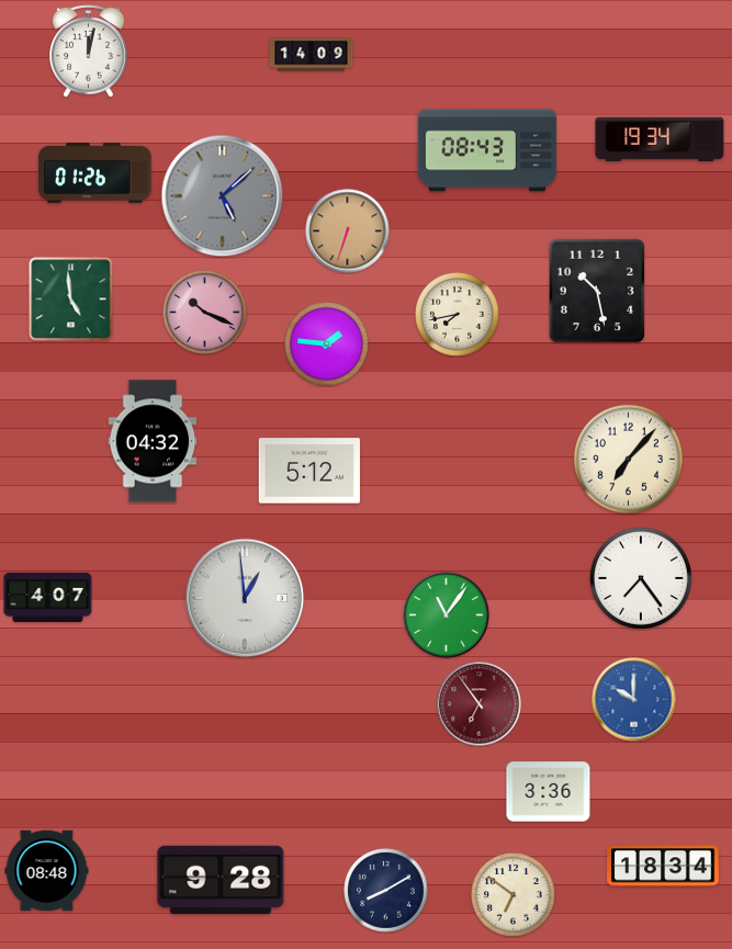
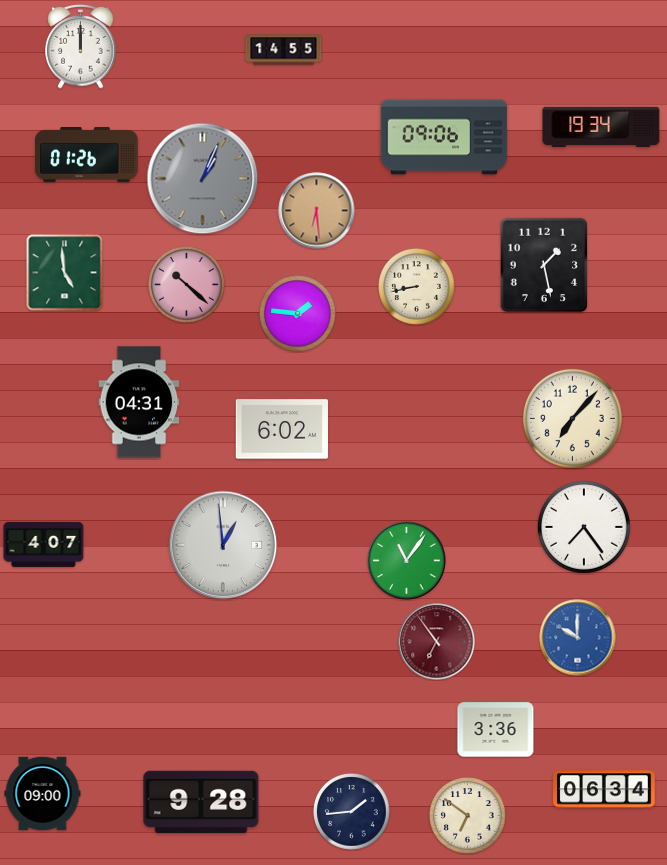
clock at (89, 52): 12:02 -> 12:00
clock at (312, 55): 14:09 -> 14:55
clock at (487, 150): 08:43 -> 09:06
clock at (95, 173) position: (95, 173) -> (87, 155)
clock at (223, 196): 5:08 -> 1:04
clock at (348, 231): 6:33 -> 6:29
clock at (597, 291): 10:28 -> 1:28
clock at (205, 313): 10:19 -> 10:22
clock at (458, 315): 7:43 -> 8:43
clock at (153, 441): 04:32 -> 04:31
clock at (309, 471): 5:12 -> 6:02
clock at (549, 792) position: (549, 792) -> (496, 730)
clock at (663, 866): 18:34 -> 06:34
clock at (47, 871): 08:48 -> 09:00
clock at (386, 891): 8:10 -> 1:44
